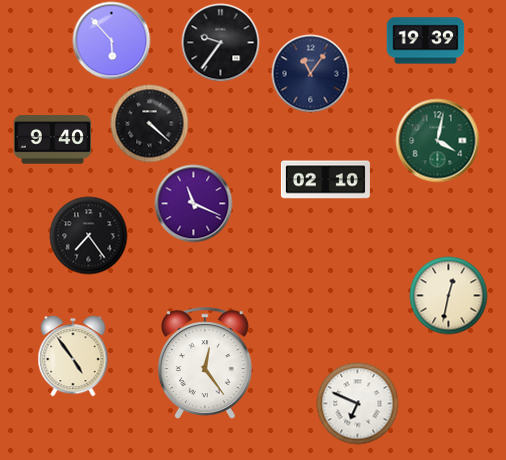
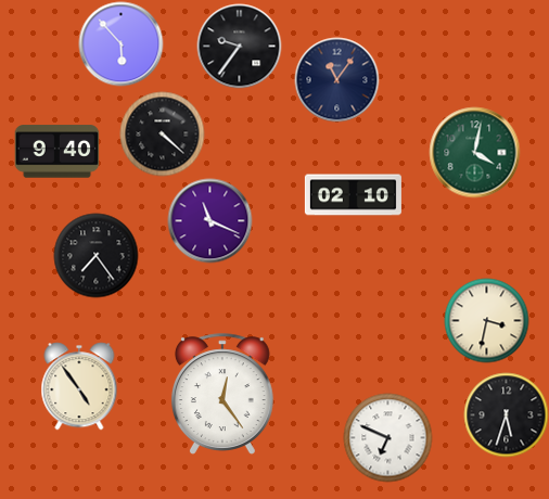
clock at (425, 41): 19:39 -> none
clock at (448, 295): 12:32 -> 3:32
clock at (506, 414): none -> 5:33
